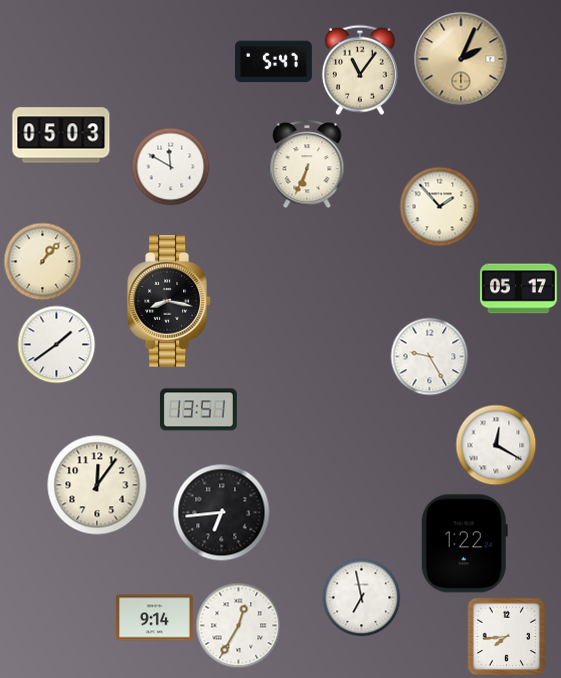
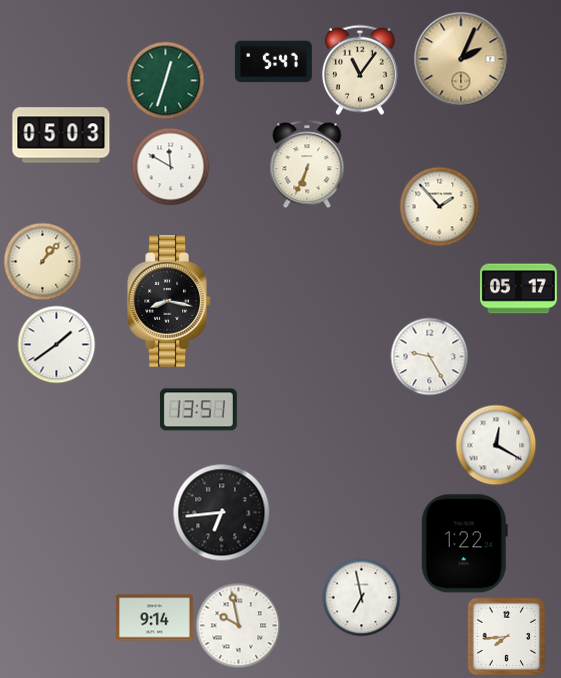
clock at (165, 80): none -> 12:33
clock at (97, 485): 12:06 -> none
clock at (238, 625): 12:35 -> 9:58
